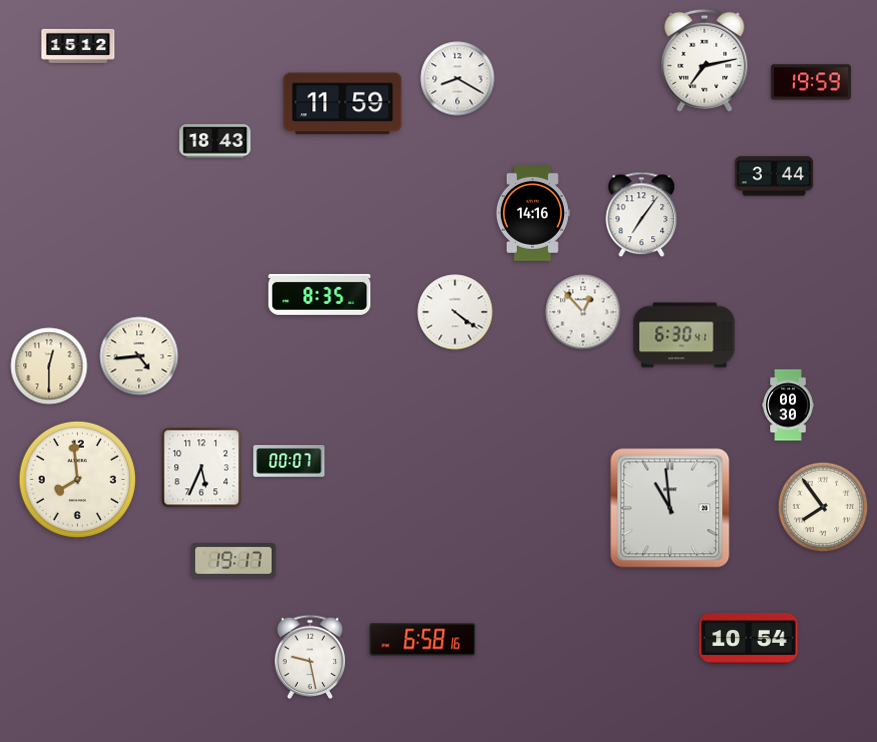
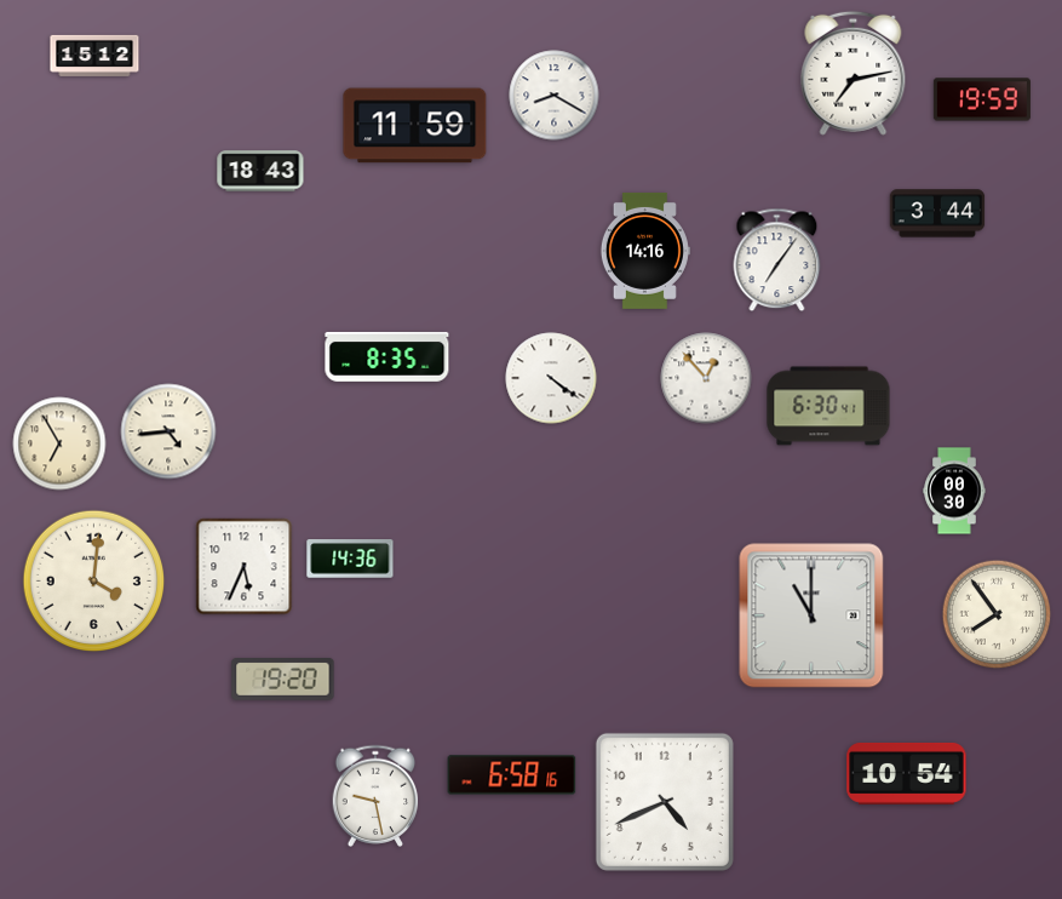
clock at (533, 213) position: (533, 213) -> (645, 251)
clock at (49, 366): 12:30 -> 6:55
clock at (289, 462): 00:07 -> 14:36
clock at (78, 480): 7:59 -> 4:01
clock at (670, 508): 10:59 -> 11:00
clock at (234, 561): 19:17 -> 19:20
clock at (665, 802): none -> 4:41
